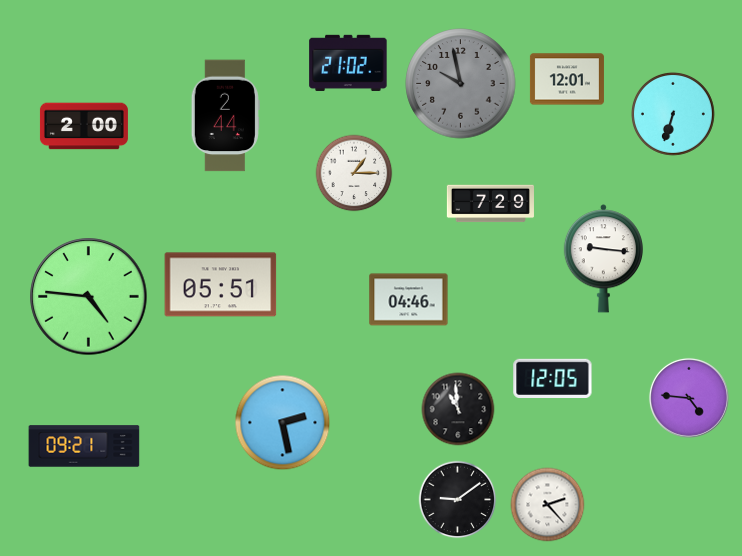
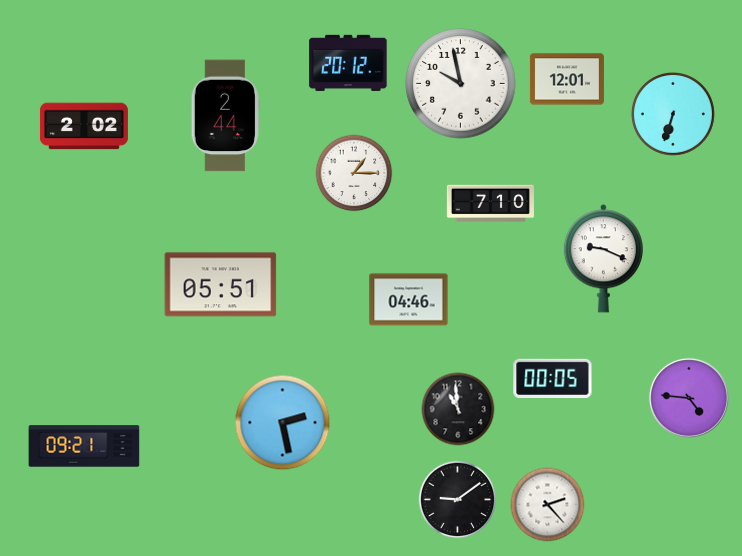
clock at (348, 63): 21:02 -> 20:12
clock at (461, 84) dial: grey -> white
clock at (84, 126): 2:00 -> 2:02
clock at (490, 204): 7:29 -> 7:10
clock at (603, 259): 9:16 -> 9:19
clock at (89, 297): 4:46 -> none
clock at (553, 378): 12:05 -> 00:05
